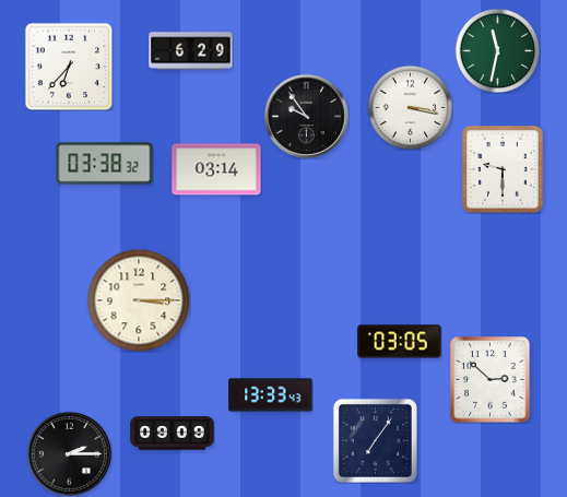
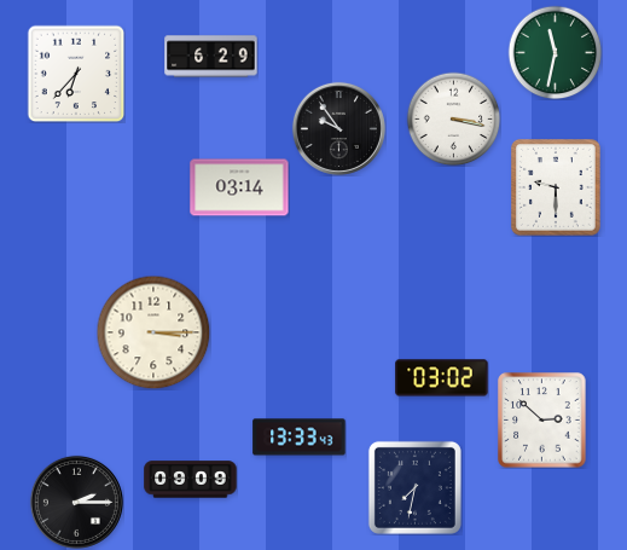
clock at (497, 50) position: (497, 50) -> (555, 52)
clock at (105, 164): 03:38 -> none
clock at (400, 342): 03:05 -> 03:02
clock at (375, 440): 7:06 -> 7:32
